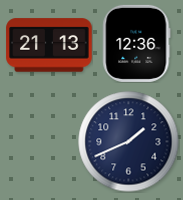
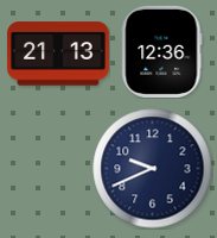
clock at (129, 142): 1:41 -> 9:41
